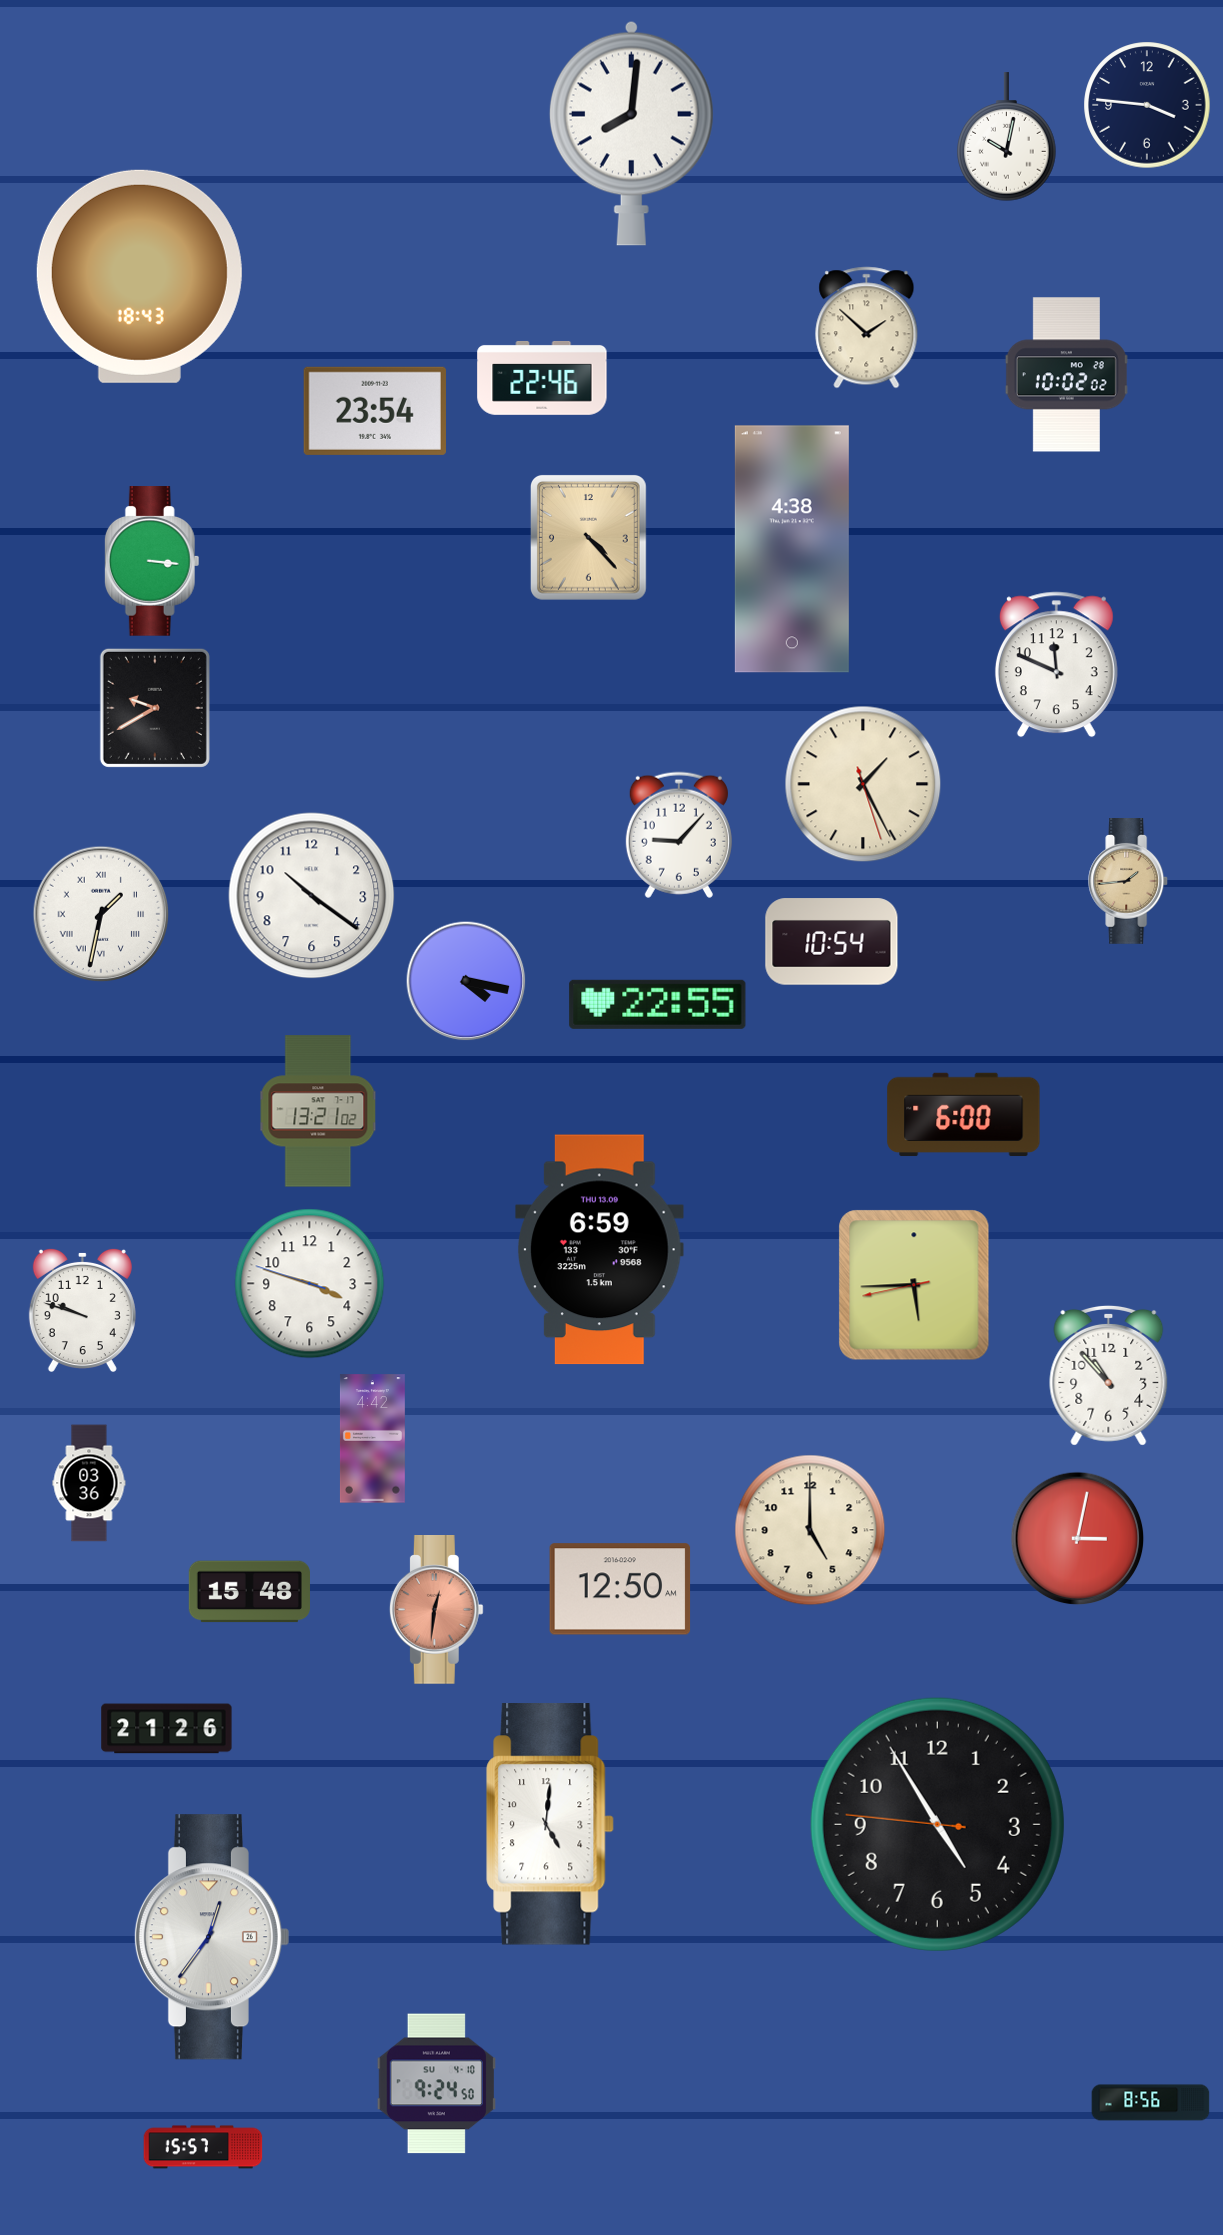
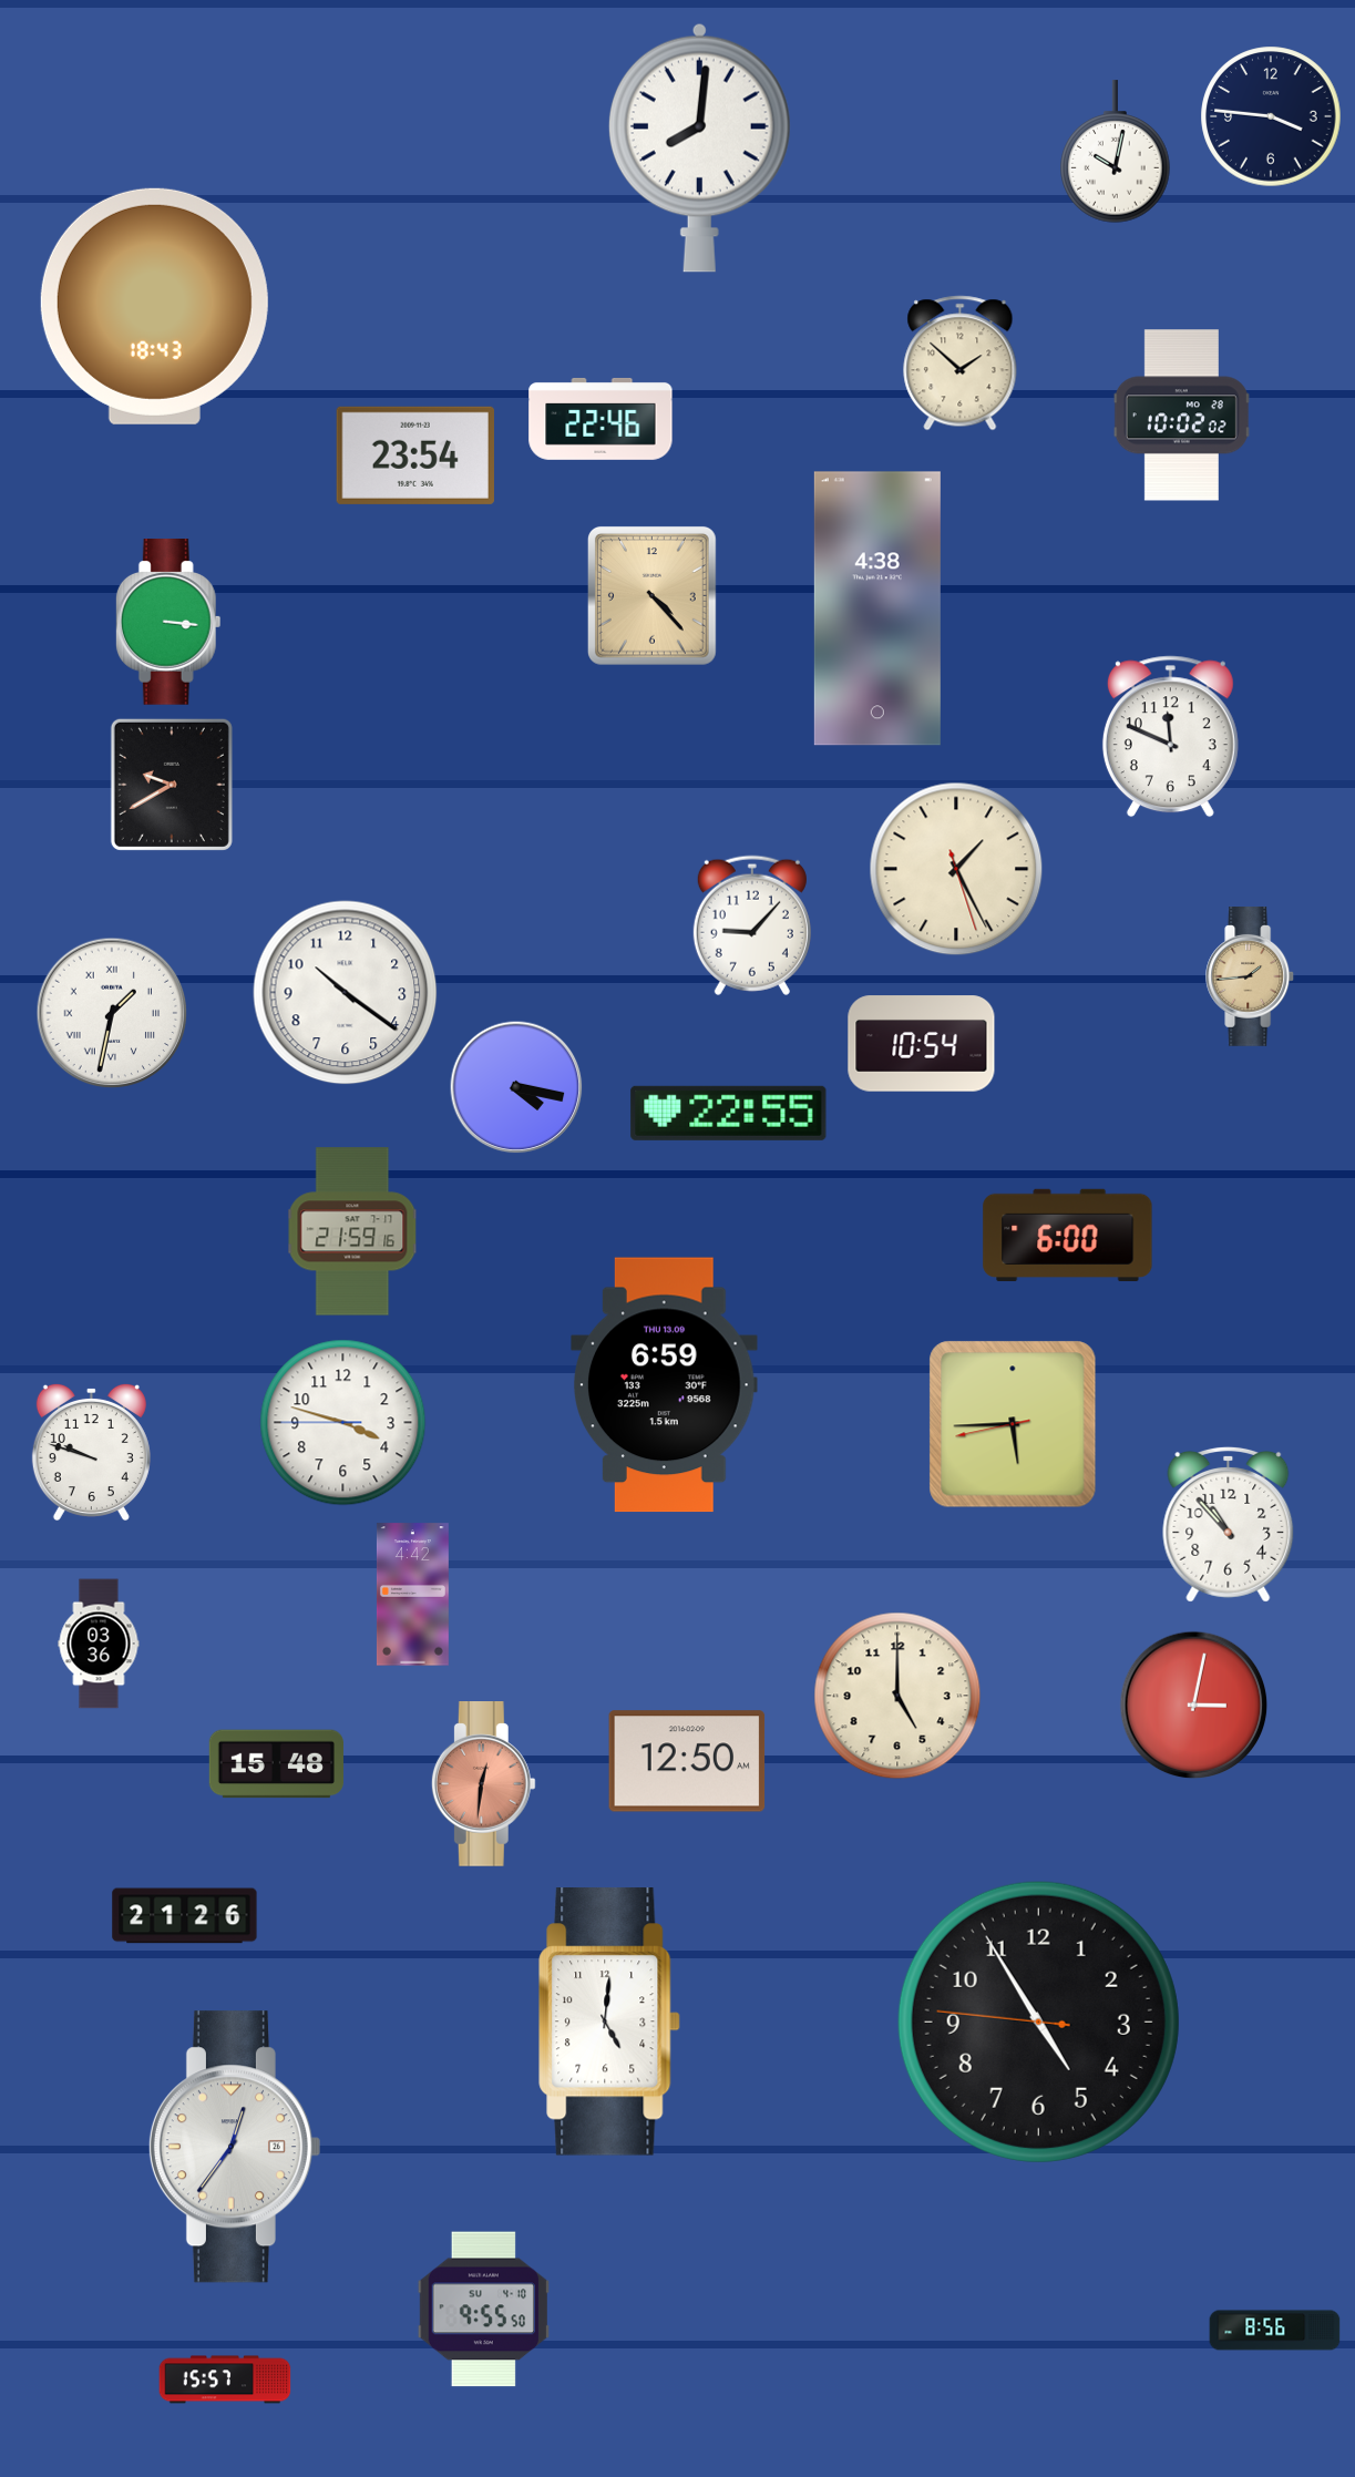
clock at (318, 1111): 13:21 -> 21:59
clock at (310, 1284): 3:47:48 -> 3:47:45
clock at (436, 2084): 9:24 -> 9:55
